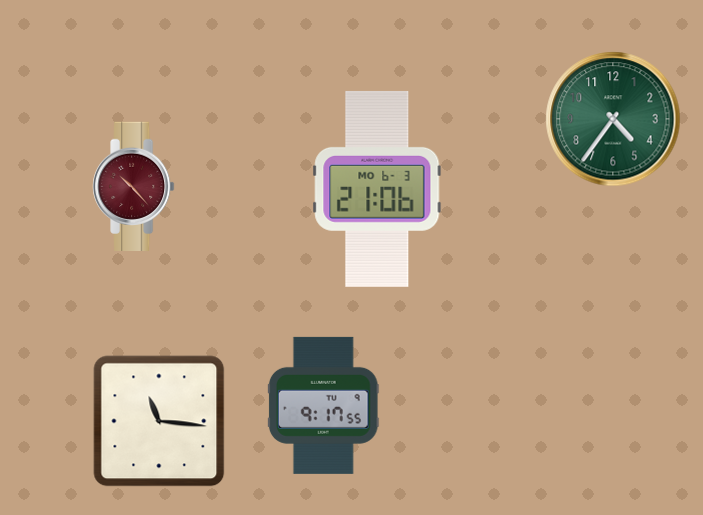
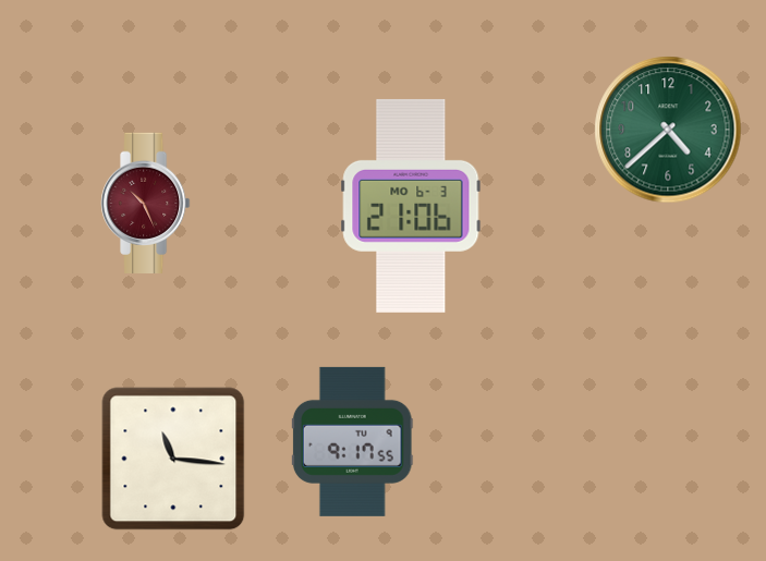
clock at (613, 119): 4:36 -> 4:38
clock at (134, 186): 10:23 -> 10:26
